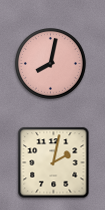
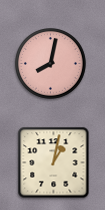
clock at (54, 163): 2:02 -> 1:02
